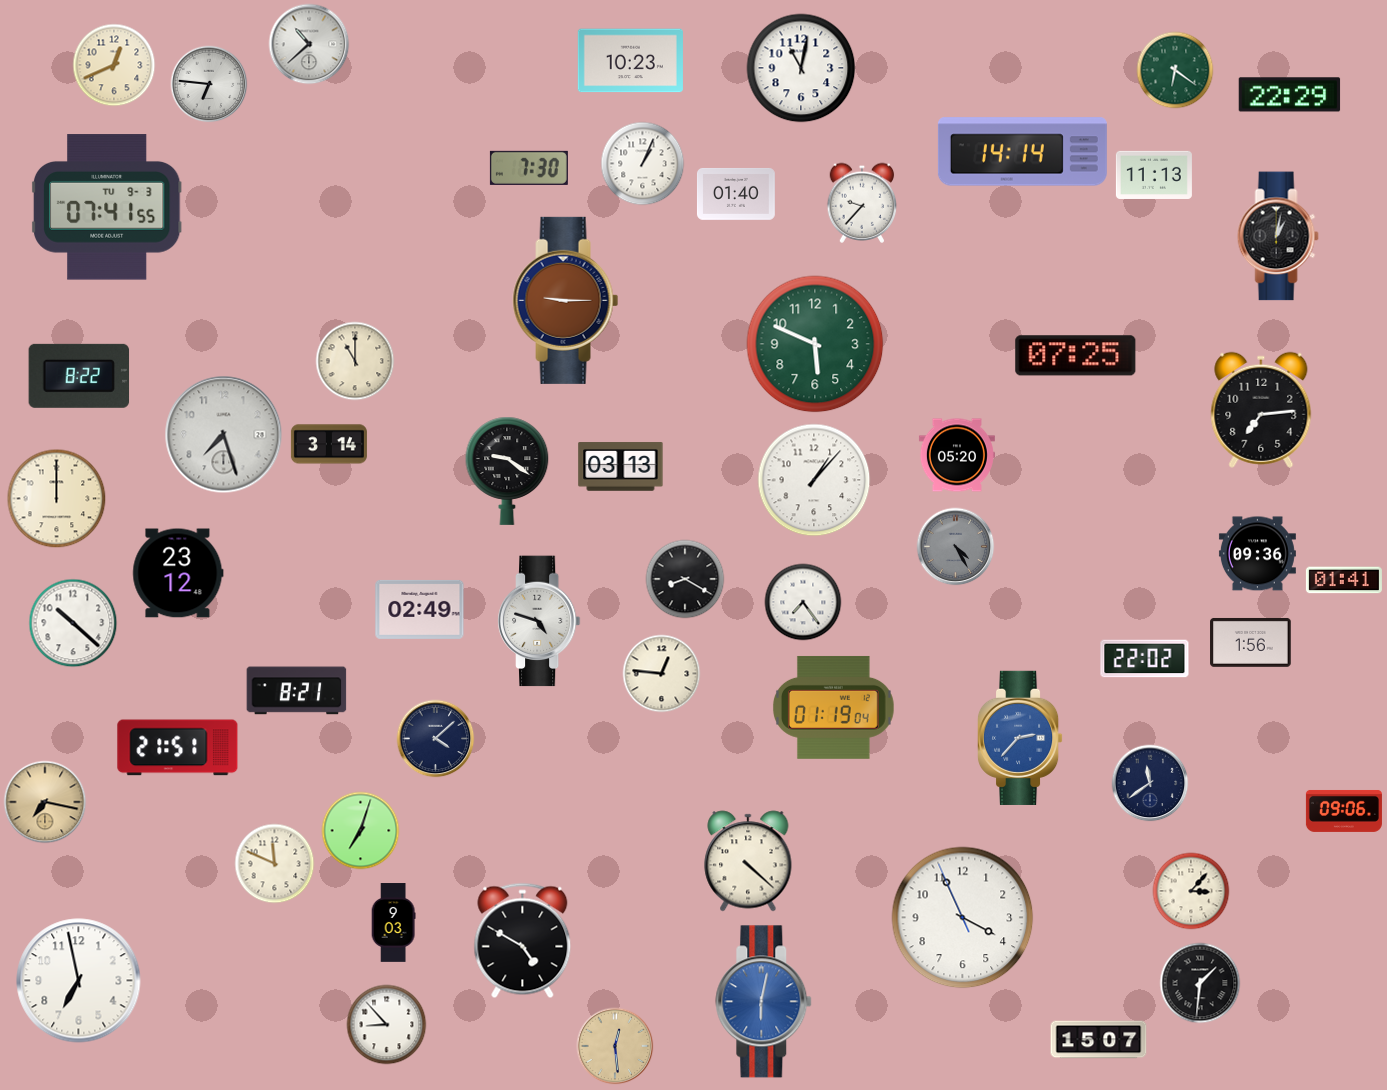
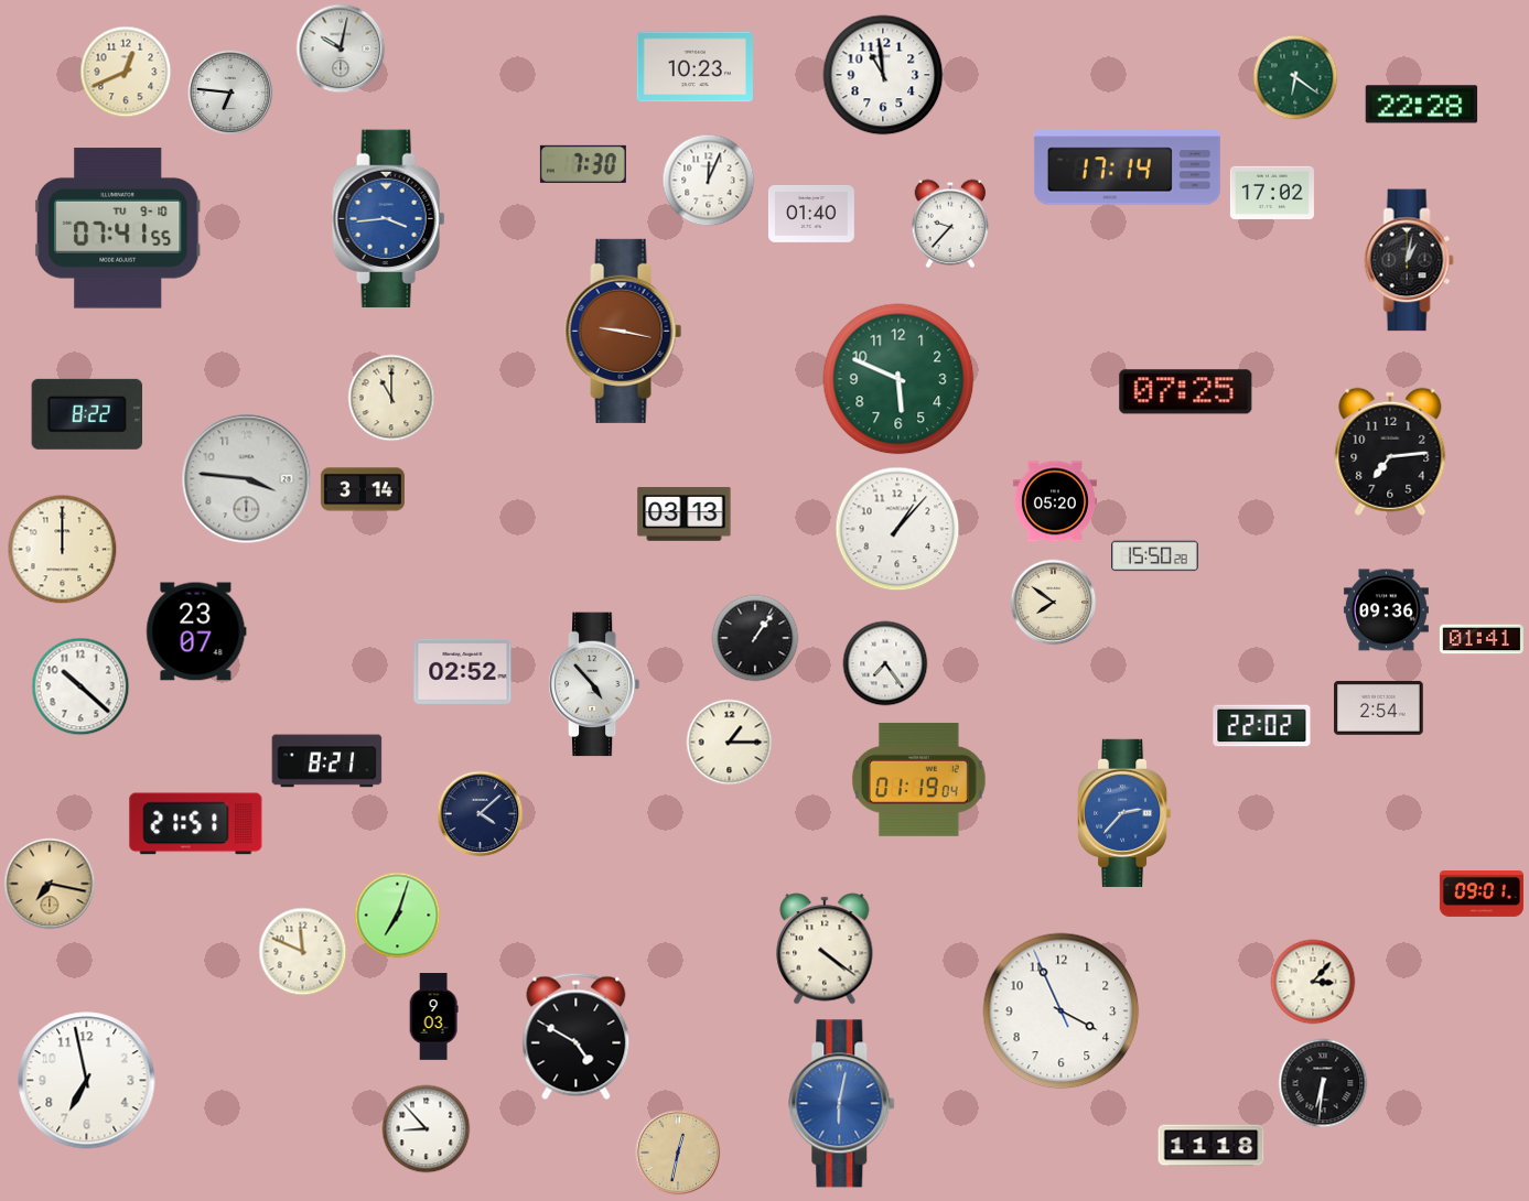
clock at (309, 44): 10:38 -> 10:02
clock at (801, 68): 11:02 -> 10:59
clock at (1290, 95): 22:29 -> 22:28
clock at (1022, 152): 14:14 -> 17:14
clock at (643, 164): 1:04 -> 12:04
clock at (529, 168) position: (529, 168) -> (583, 164)
clock at (1154, 175): 11:13 -> 17:02
clock at (389, 219): none -> 3:44
clock at (107, 207) date: TU 9-3 -> TU 9-10
clock at (566, 300): 9:15 -> 9:17
clock at (224, 435): 7:27 -> 3:46
clock at (507, 471): 9:21 -> none
clock at (1155, 556): none -> 15:50
clock at (956, 547): 4:25 -> 7:51
clock at (956, 547) dial: grey -> cream
clock at (178, 573): 23:12 -> 23:07
clock at (685, 579): 8:20 -> 1:06
clock at (420, 609): 02:49 -> 02:52
clock at (539, 621): 4:48 -> 4:53
clock at (1251, 642): 1:56 -> 2:54
clock at (662, 674): 12:46 -> 1:15
clock at (1150, 783): 11:39 -> none
clock at (1344, 811): 09:06 -> 09:01
clock at (748, 861): 4:22 -> 4:21
clock at (1200, 983): 1:31 -> 6:31
clock at (1099, 1040): 15:07 -> 11:18
clock at (615, 1046): 12:29 -> 12:32
